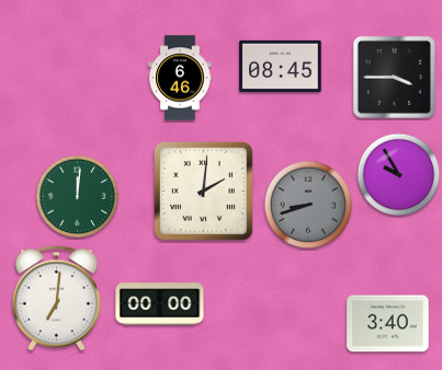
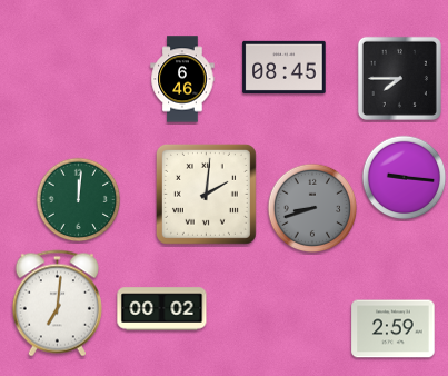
clock at (394, 77): 3:45 -> 7:45
clock at (399, 175): 9:55 -> 9:16
clock at (160, 304): 00:00 -> 00:02
clock at (388, 324): 3:40 -> 2:59
